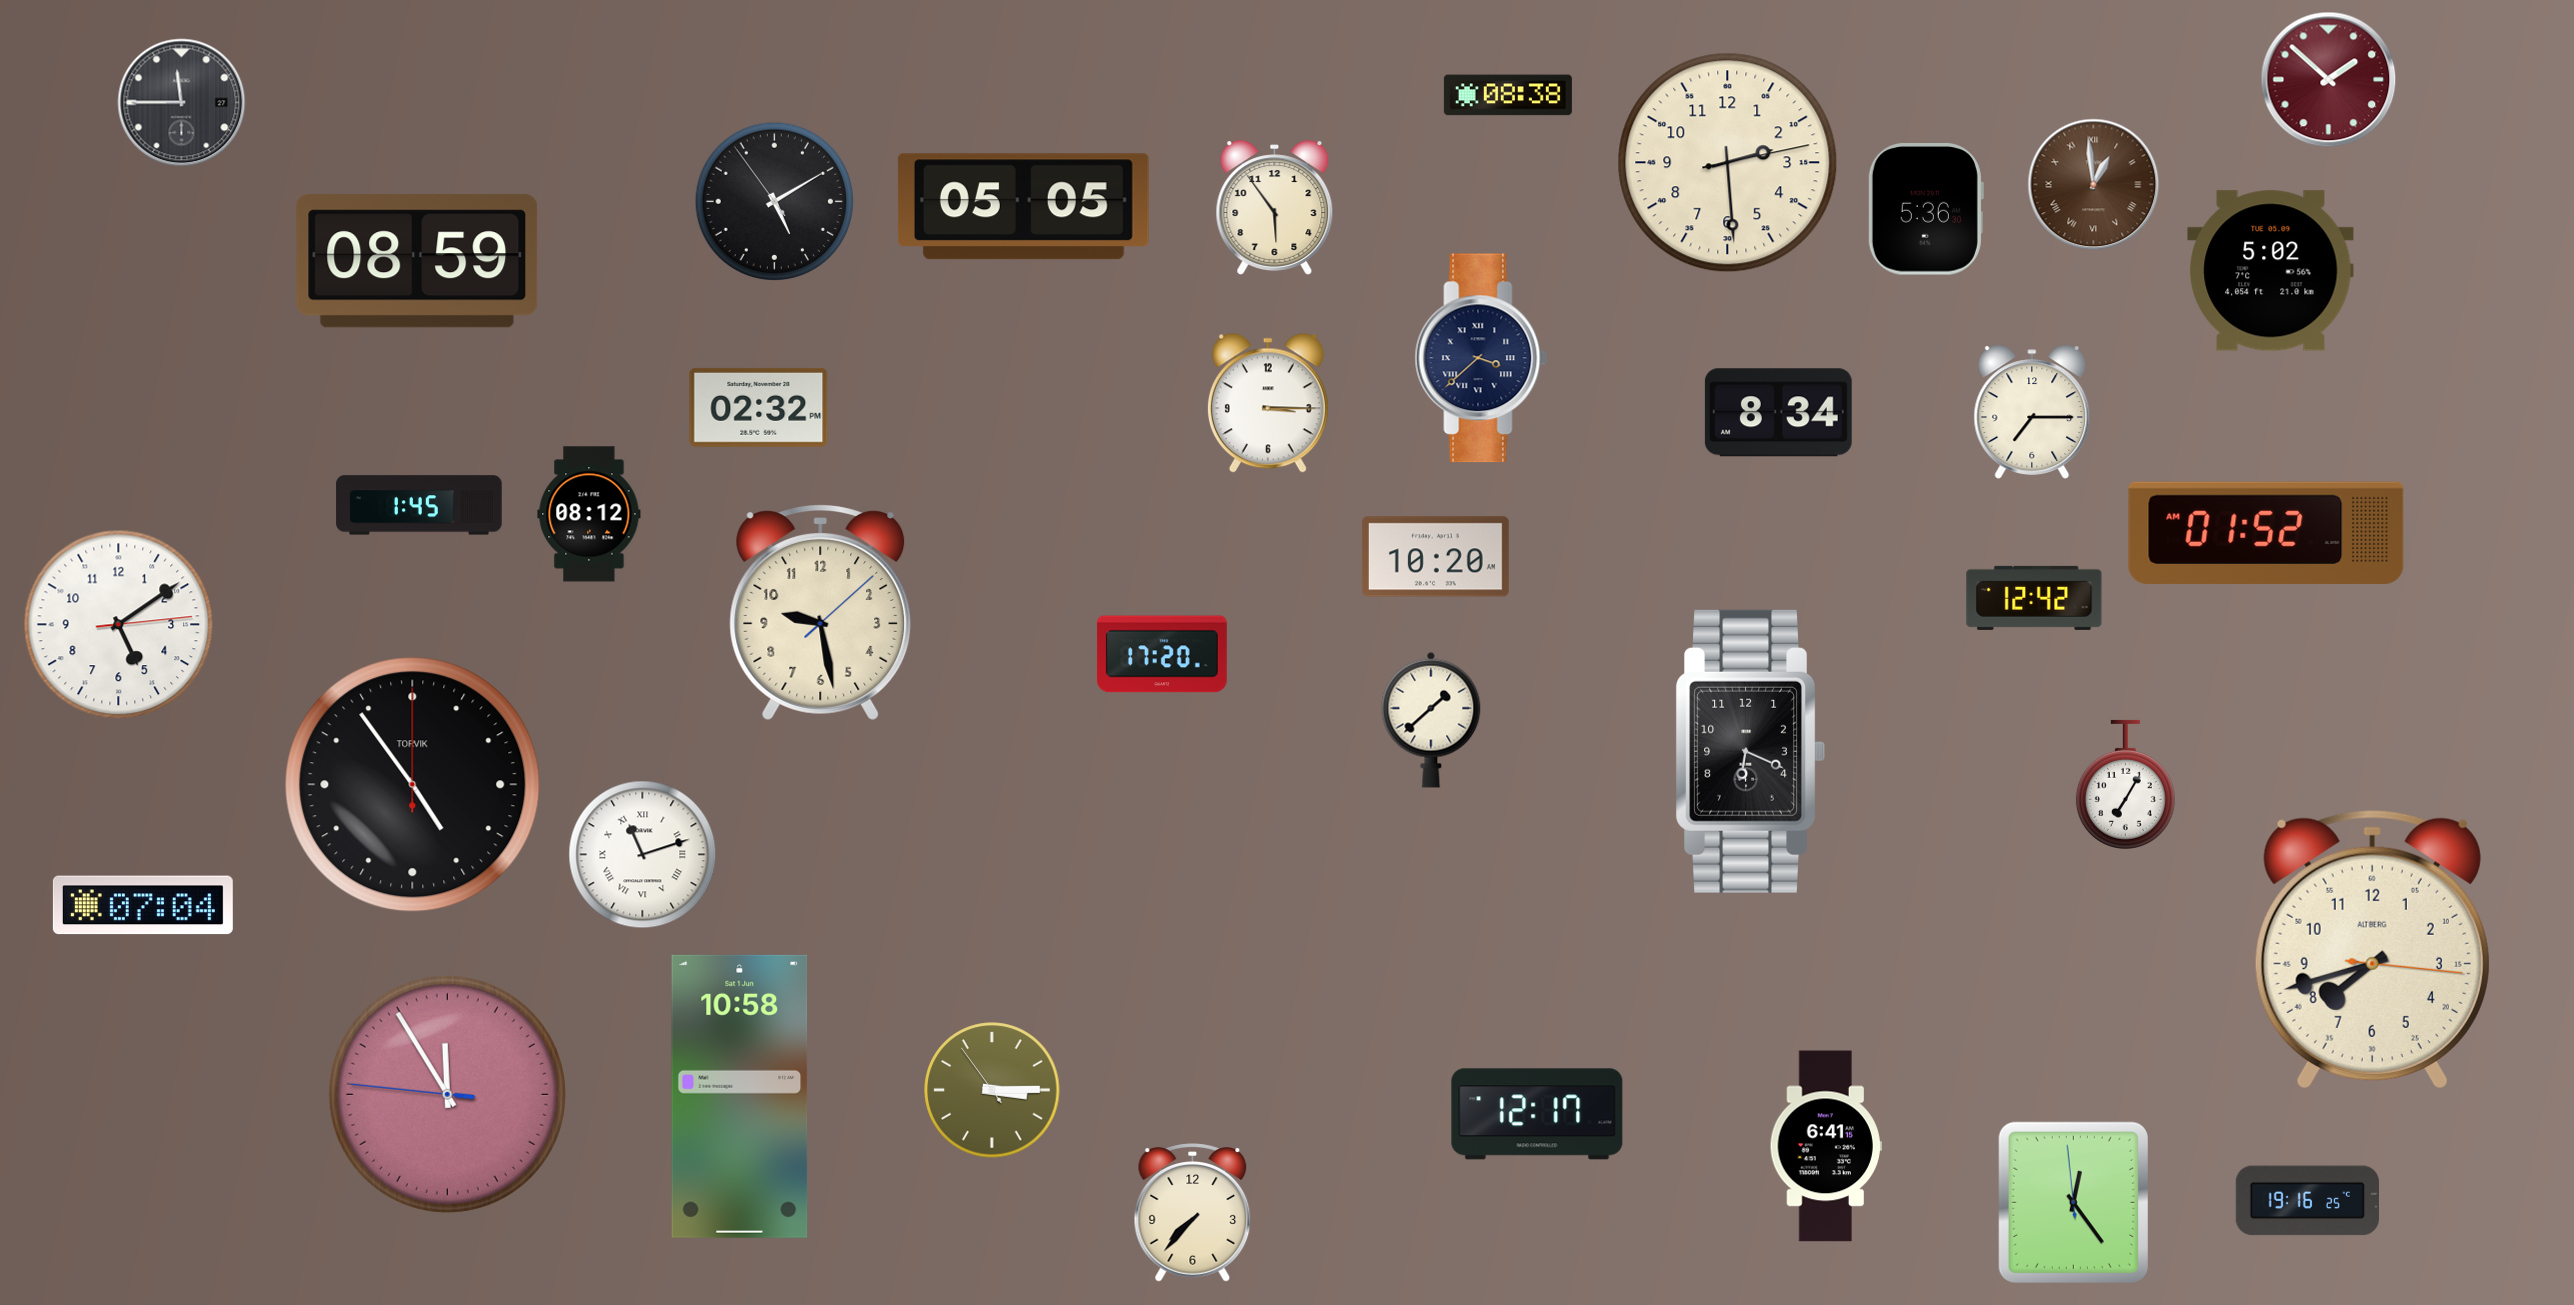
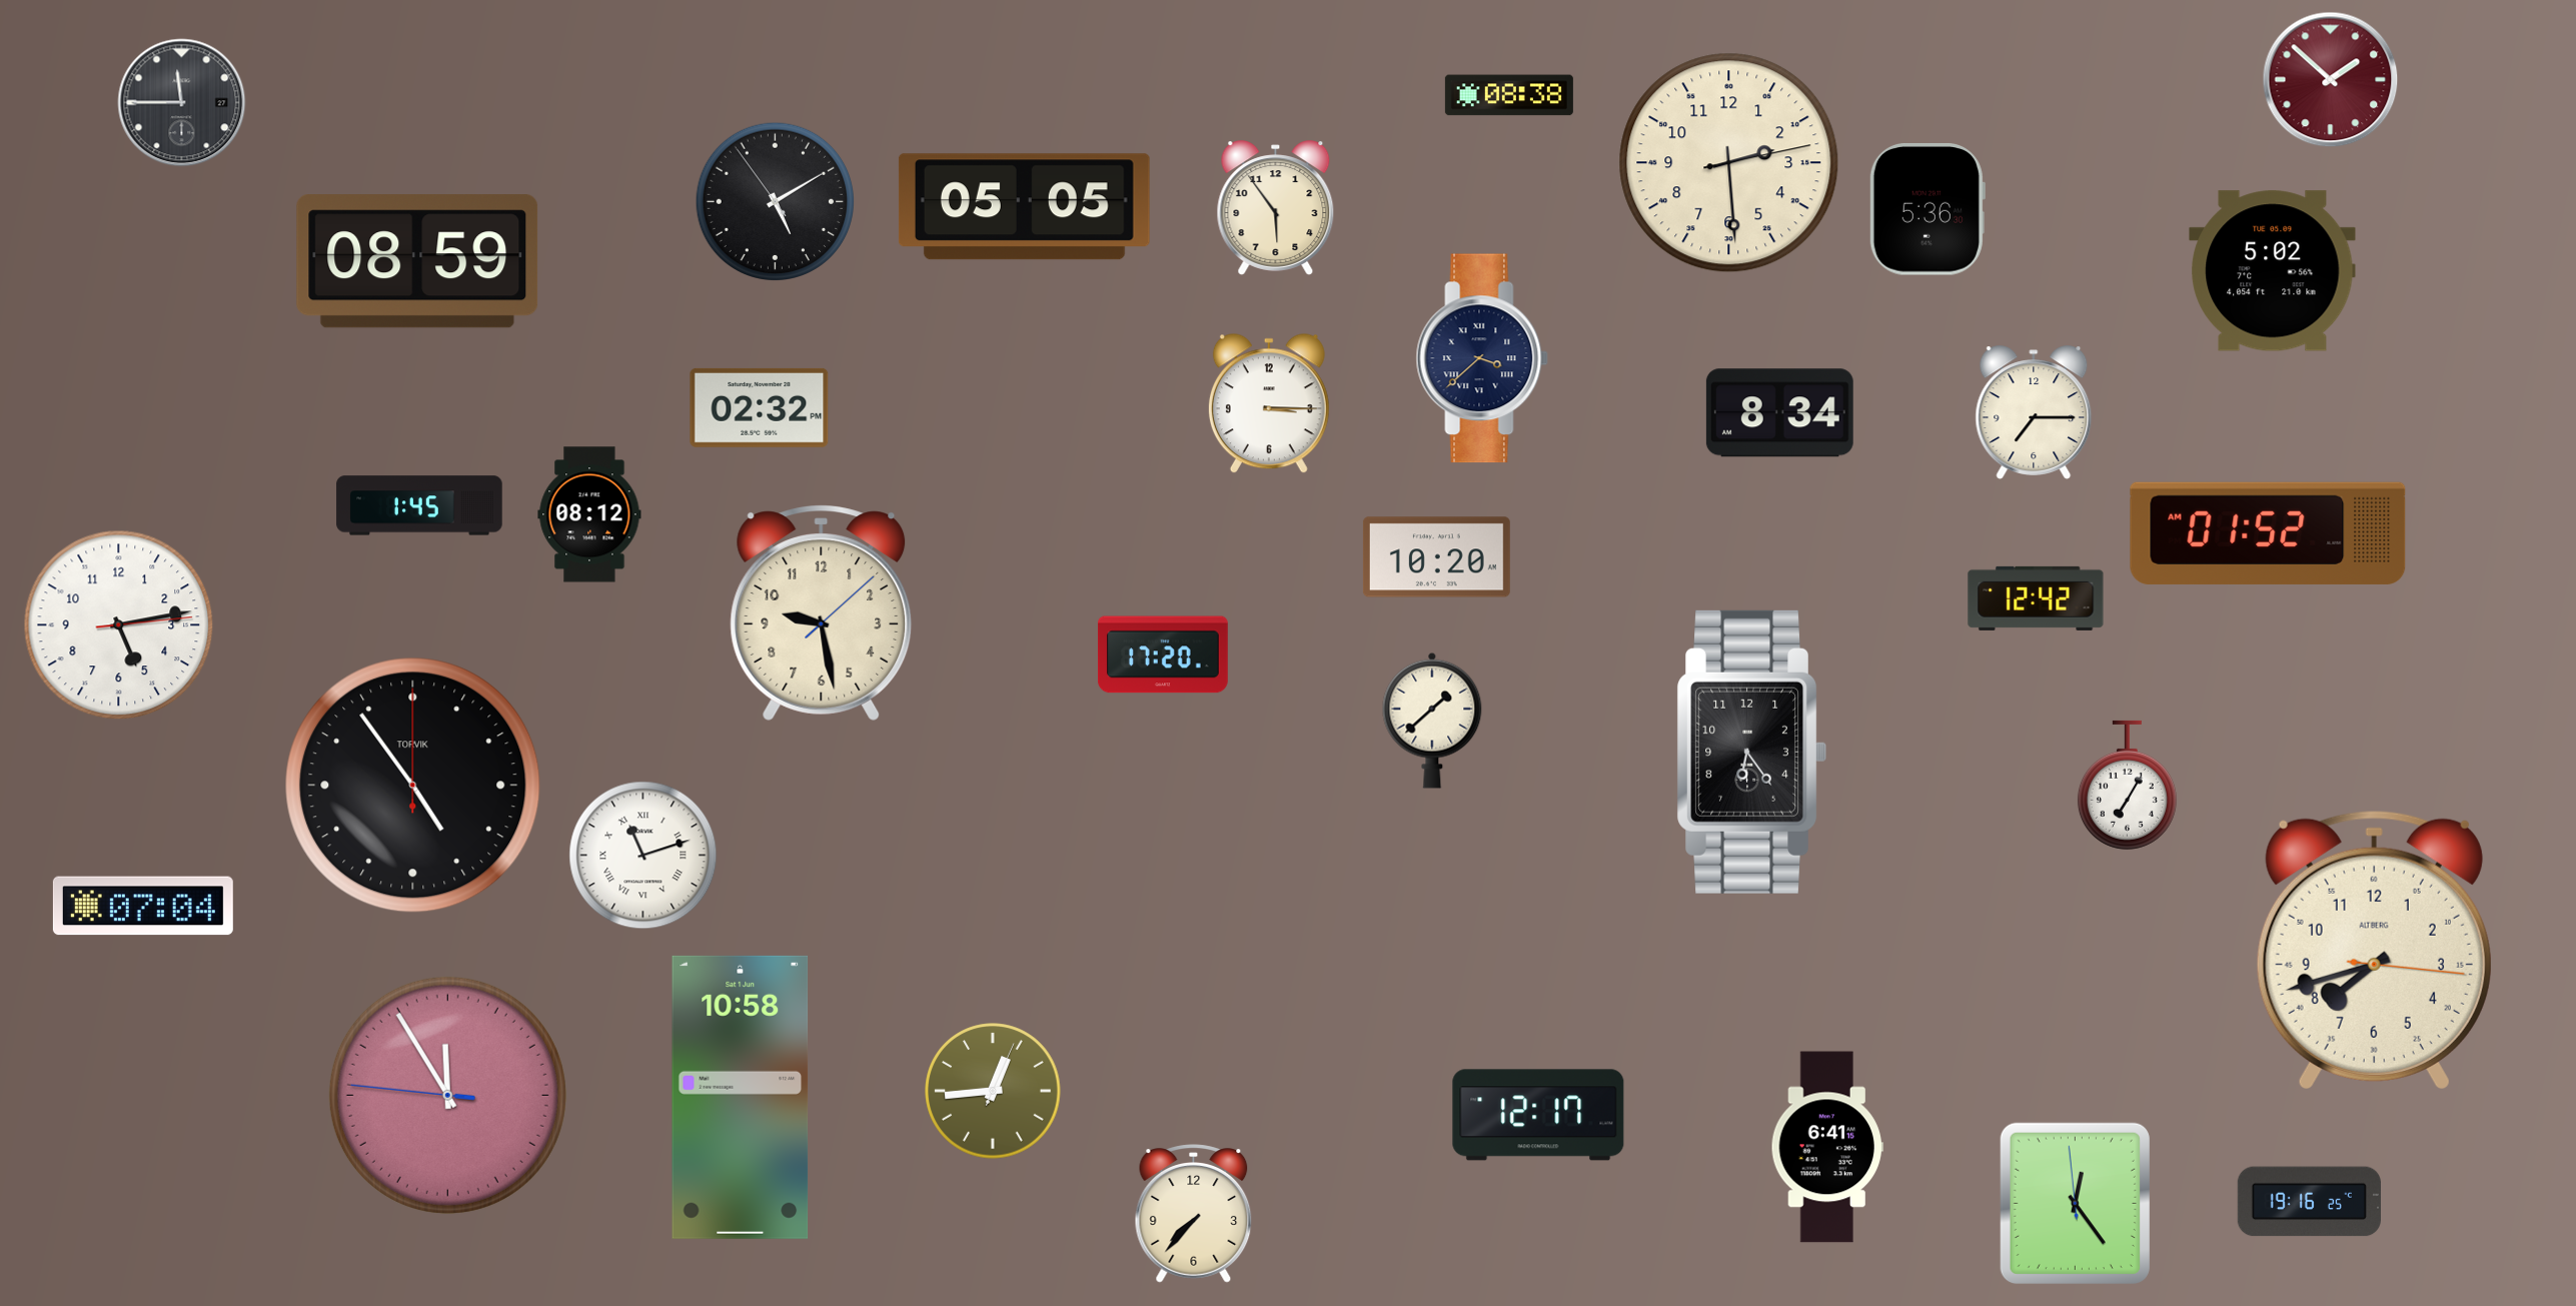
clock at (2094, 185): 12:59 -> none
clock at (119, 625): 5:09 -> 5:13
clock at (1750, 751): 6:19 -> 6:24
clock at (992, 1090): 3:14 -> 12:44
